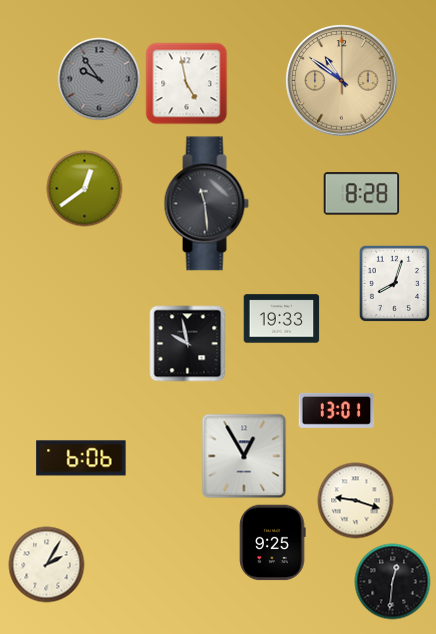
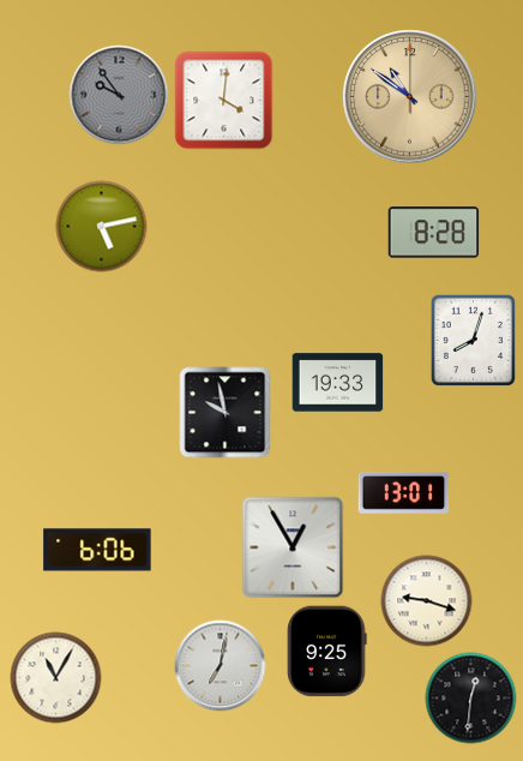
clock at (187, 84): 4:58 -> 4:01
clock at (85, 189): 12:39 -> 5:13
clock at (206, 204): 11:29 -> none
clock at (221, 666): none -> 7:02
clock at (47, 565): 2:05 -> 11:05
